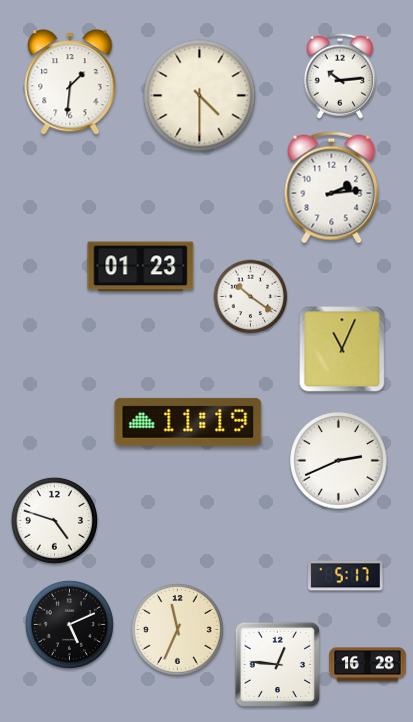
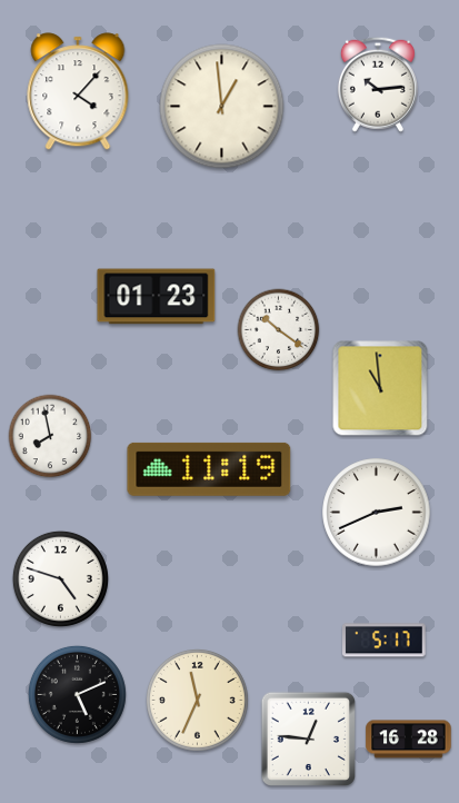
clock at (70, 82): 1:31 -> 4:07
clock at (200, 96): 4:30 -> 12:59
clock at (332, 188): 2:14 -> none
clock at (342, 349): 11:04 -> 10:59
clock at (50, 436): none -> 7:58
